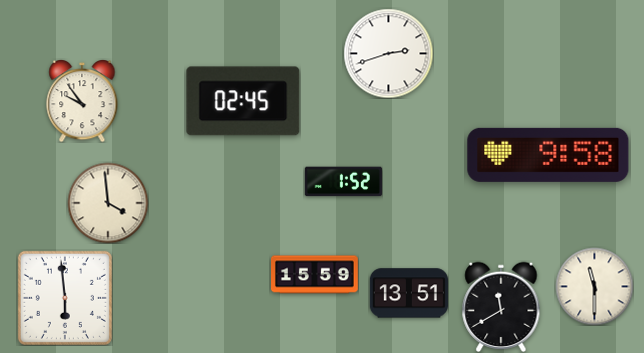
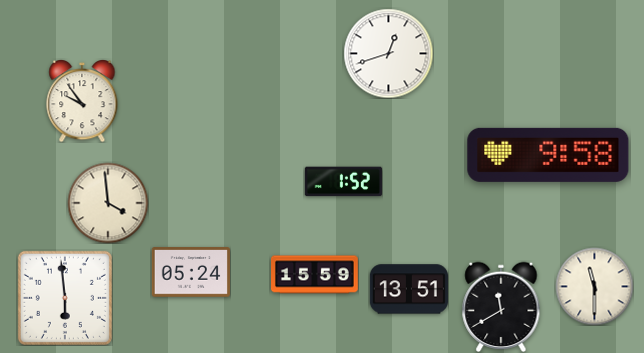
clock at (388, 53): 2:42 -> 12:42
clock at (243, 101): 02:45 -> none
clock at (191, 272): none -> 05:24
clock at (409, 293) position: (409, 293) -> (409, 289)
